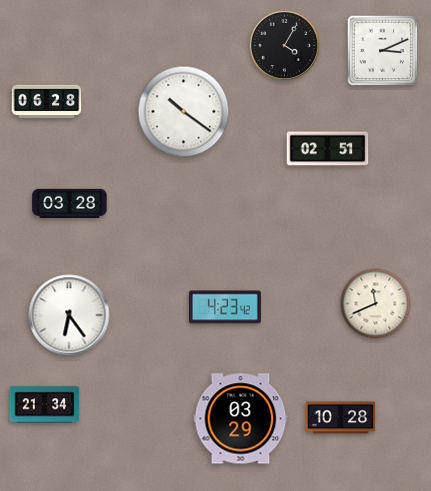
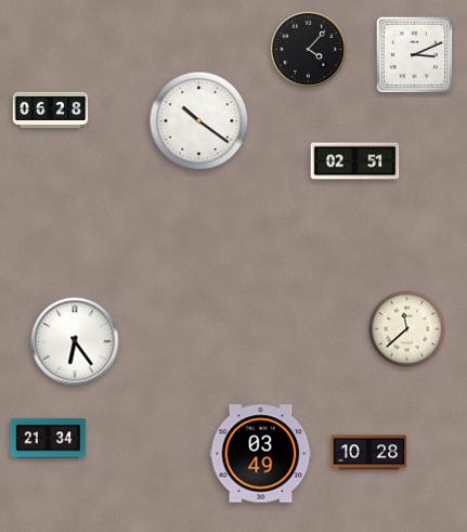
clock at (285, 46): 4:05 -> 4:07
clock at (70, 203): 03:28 -> none
clock at (376, 304): 11:41 -> 11:38
clock at (225, 307): 4:23 -> none
clock at (241, 419): 03:29 -> 03:49
